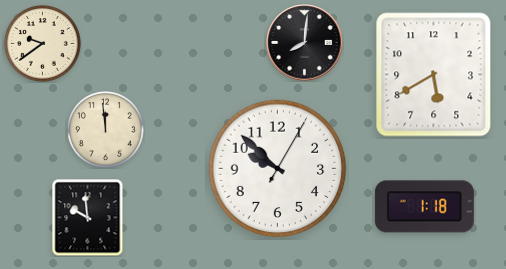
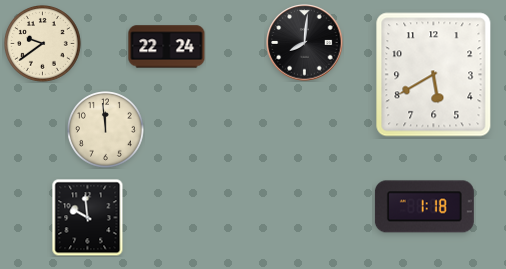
clock at (167, 47): none -> 22:24
clock at (278, 169): 9:52 -> none
